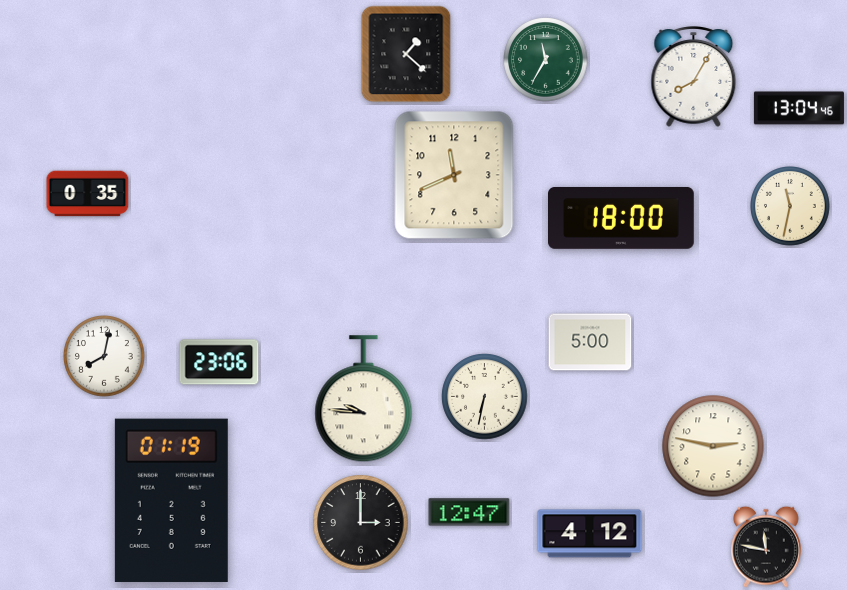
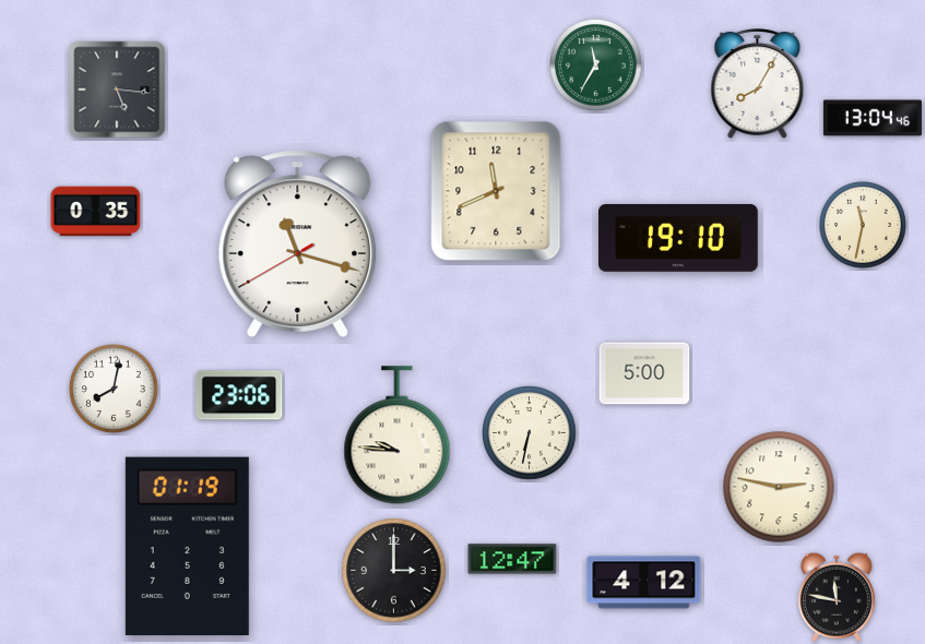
clock at (406, 54): 1:22 -> none
clock at (117, 90): none -> 5:16
clock at (621, 218): 18:00 -> 19:10
clock at (298, 243): none -> 11:17
